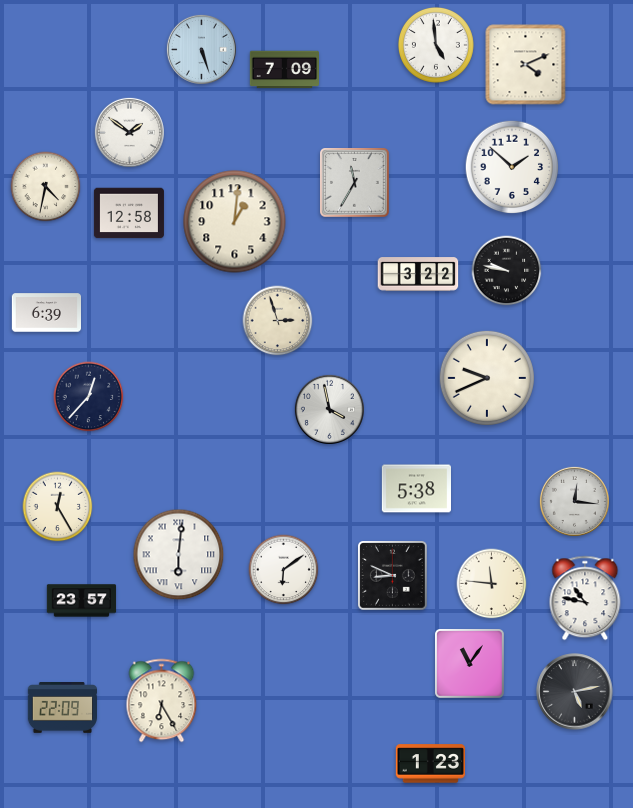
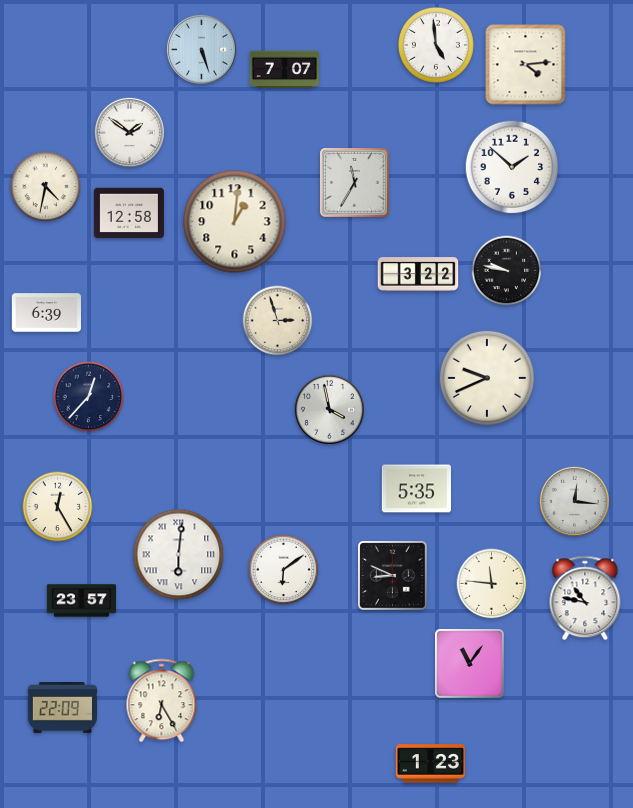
clock at (526, 65): 4:11 -> 4:14
clock at (284, 70): 7:09 -> 7:07
clock at (416, 489): 5:38 -> 5:35
clock at (575, 692): 5:13 -> none
